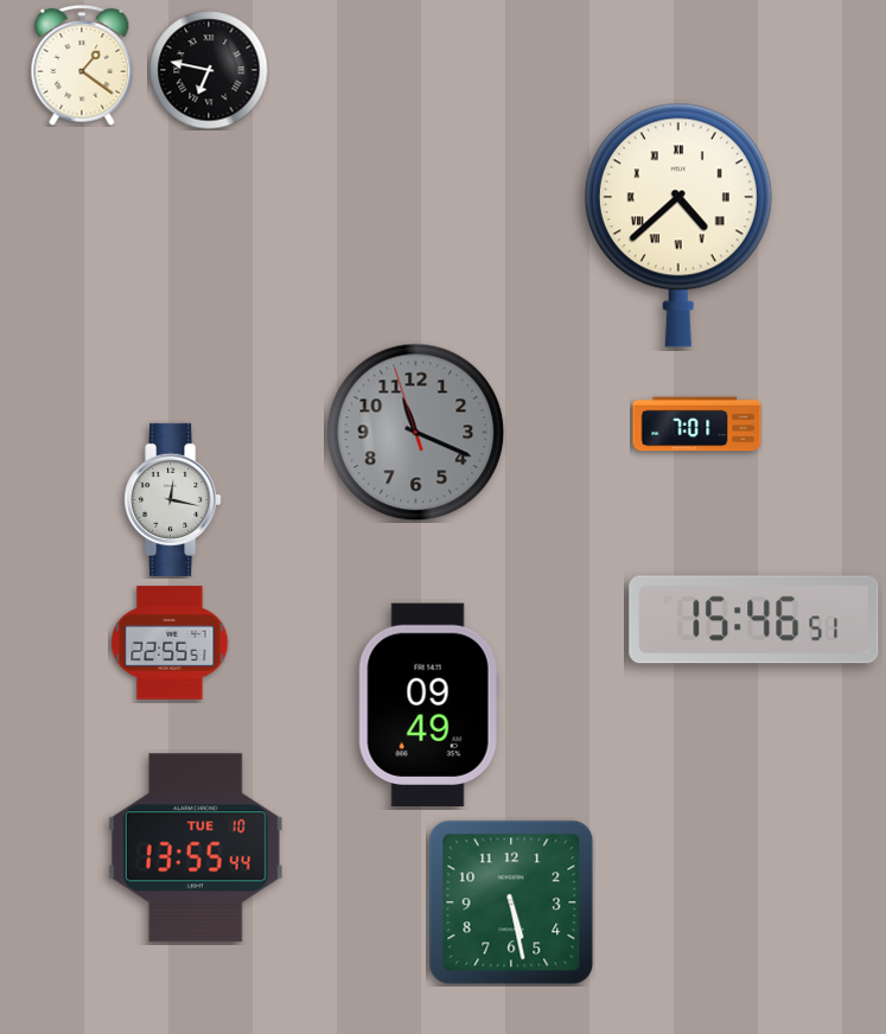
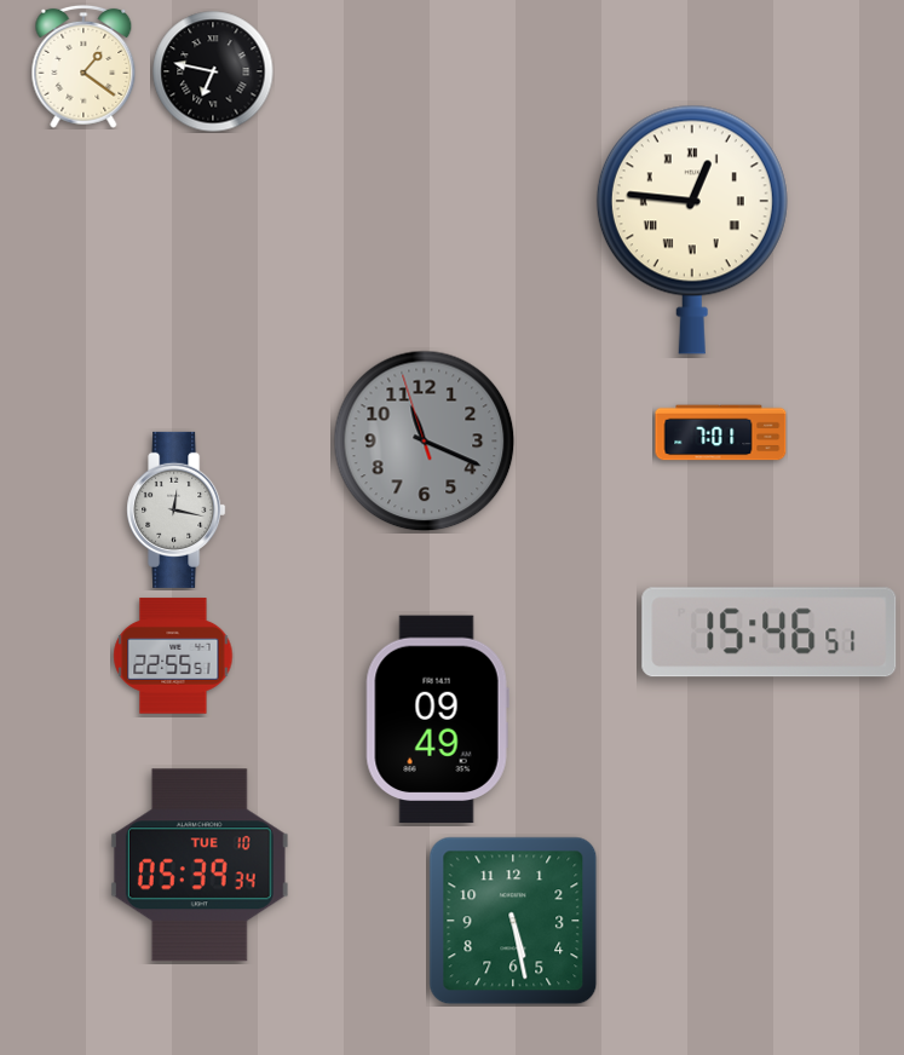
clock at (678, 225): 4:38 -> 12:46
clock at (697, 425) position: (697, 425) -> (721, 433)
clock at (196, 848): 13:55 -> 05:39
clock at (511, 902) position: (511, 902) -> (513, 921)
